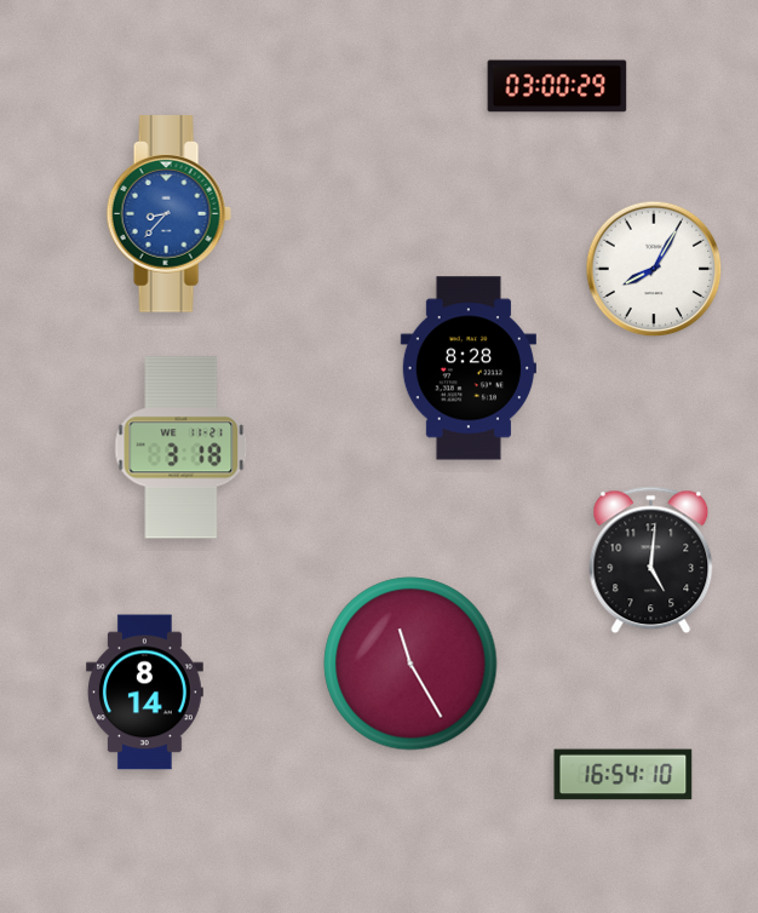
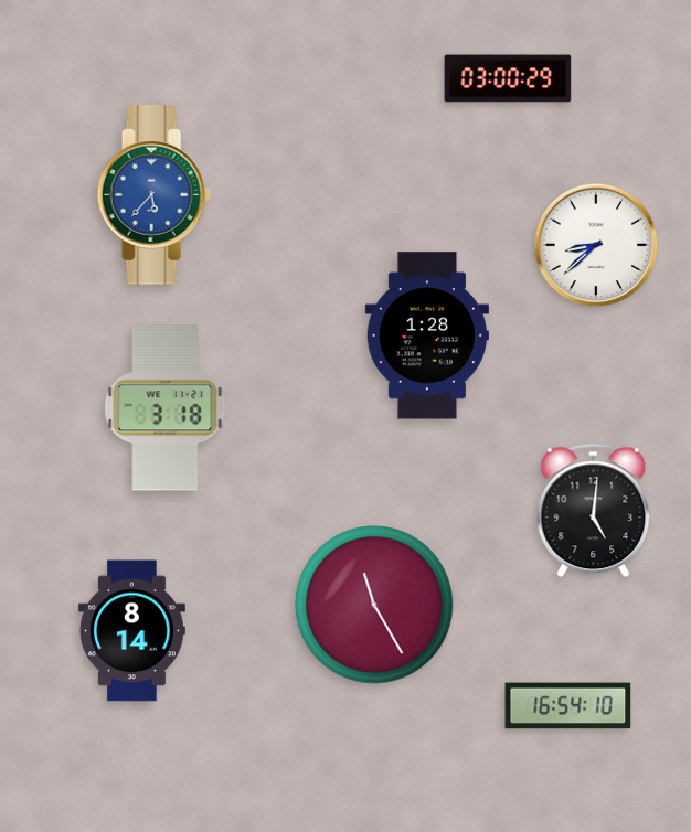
clock at (168, 214): 8:37 -> 5:37
clock at (654, 269): 8:05 -> 8:38
clock at (469, 368): 8:28 -> 1:28
